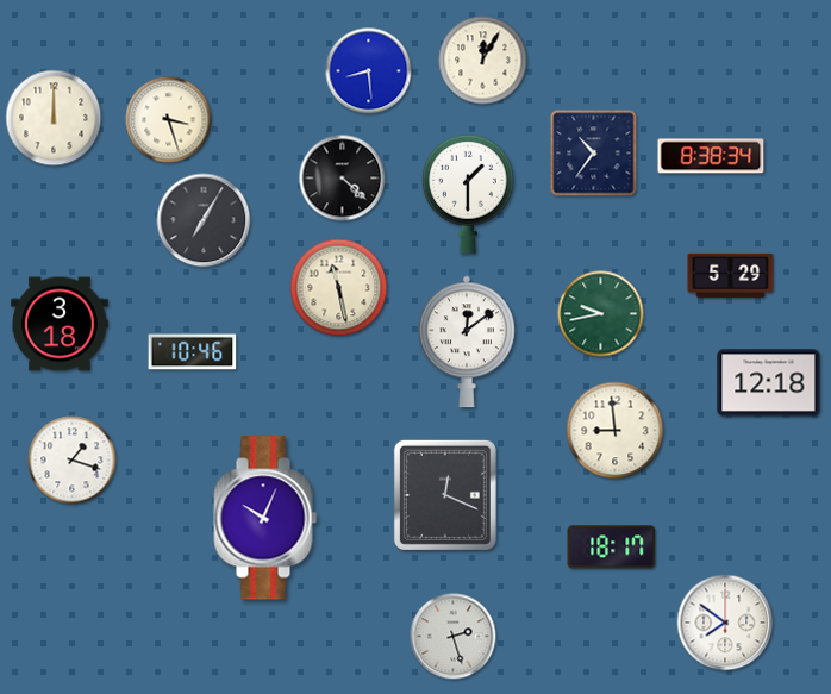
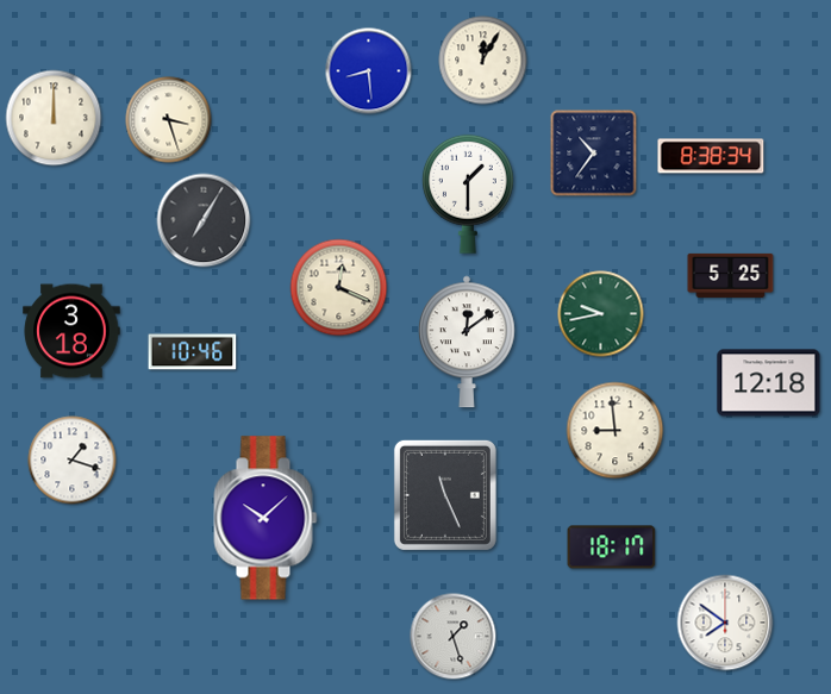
clock at (343, 179): 4:22 -> none
clock at (731, 275): 5:29 -> 5:25
clock at (339, 288): 11:28 -> 12:19
clock at (60, 324) position: (60, 324) -> (71, 331)
clock at (445, 495): 12:19 -> 11:26
clock at (265, 518): 10:04 -> 10:08
clock at (454, 637): 2:27 -> 1:27
